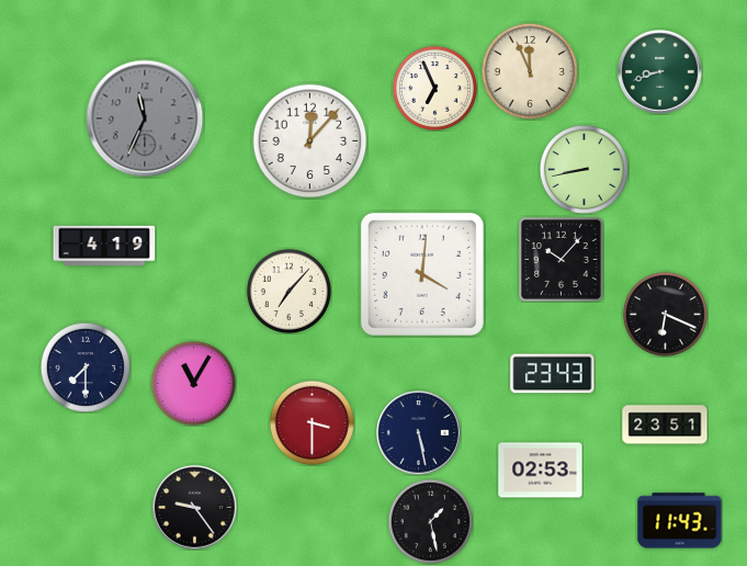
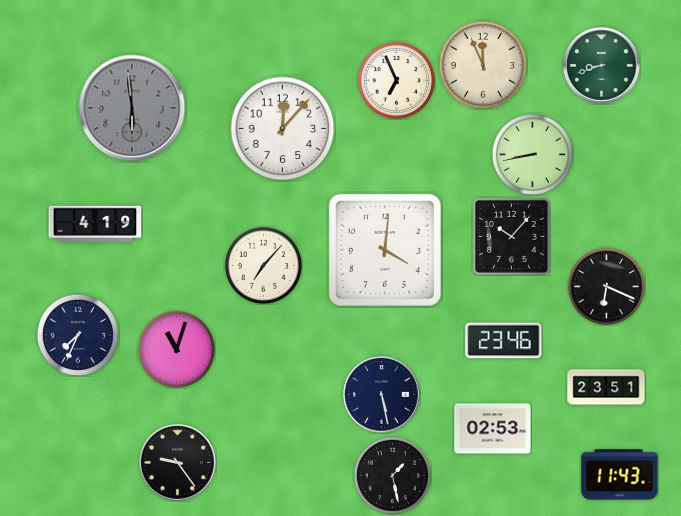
clock at (145, 118): 11:34 -> 5:59
clock at (86, 367): 7:30 -> 7:34
clock at (553, 374): 23:43 -> 23:46
clock at (193, 383): 11:05 -> 11:03
clock at (312, 422): 3:30 -> none
